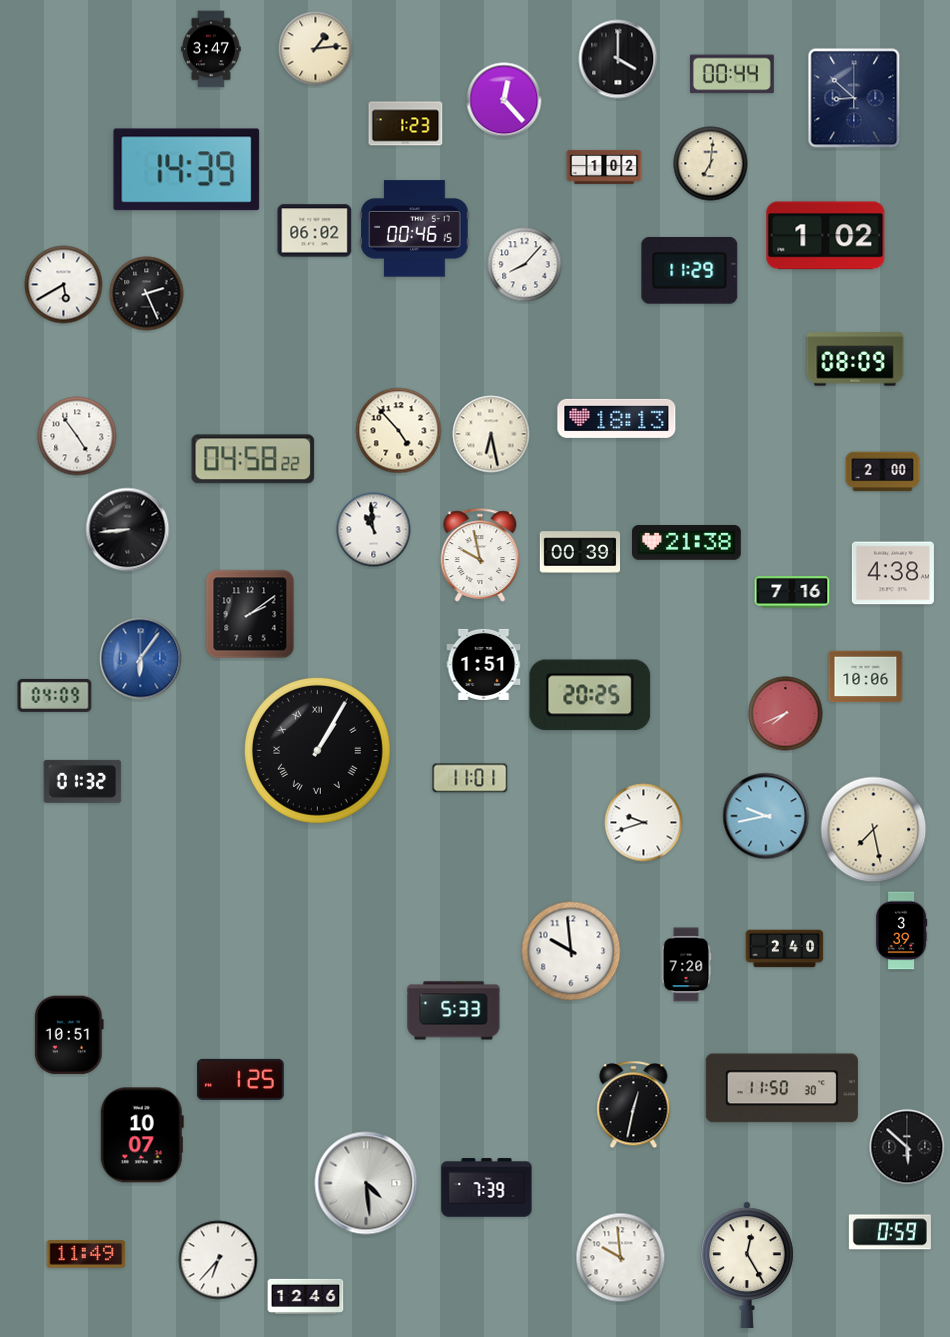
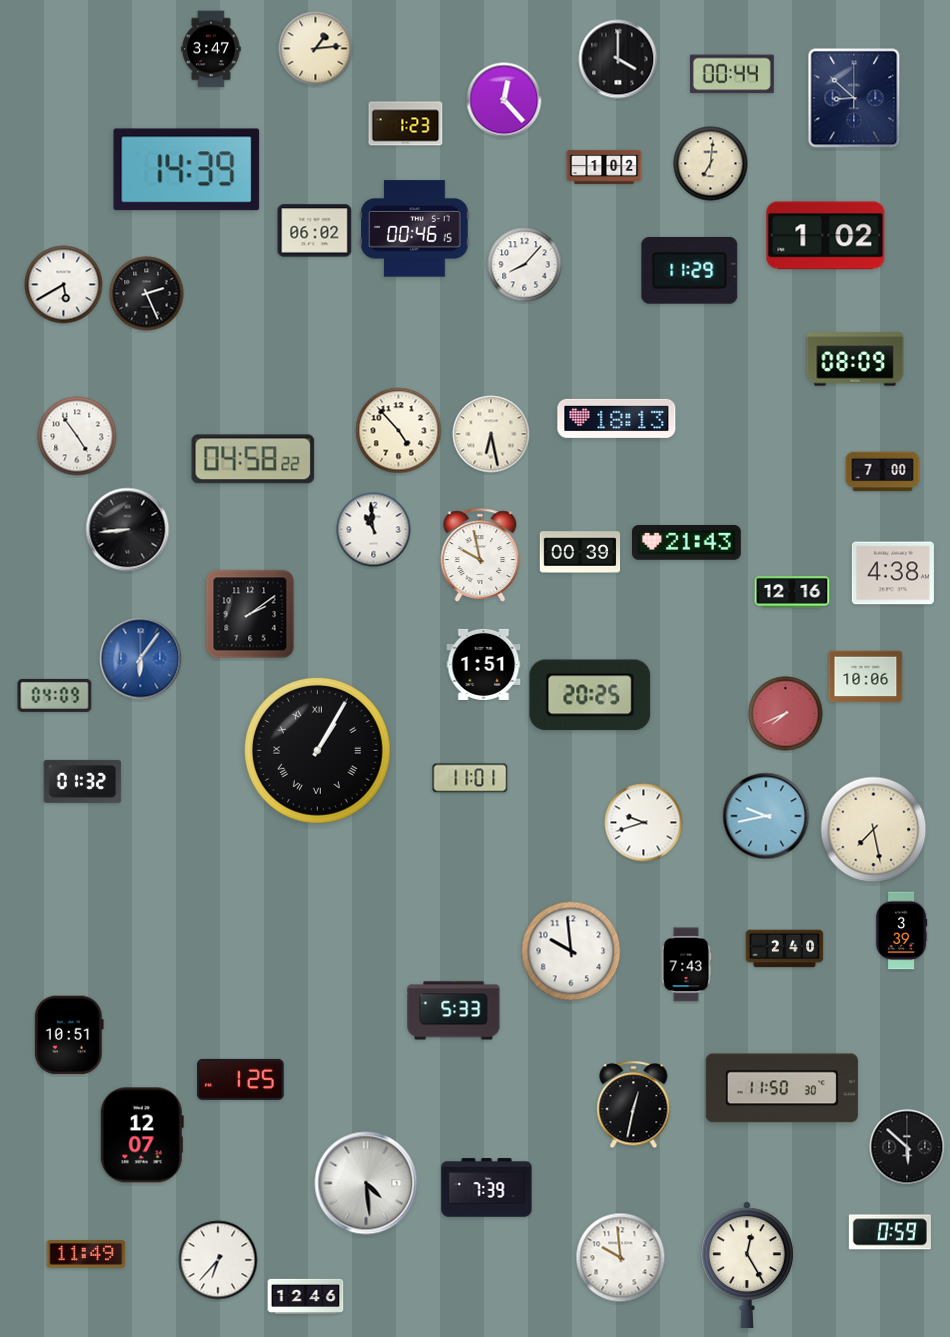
clock at (883, 472): 2:00 -> 7:00
clock at (687, 543): 21:38 -> 21:43
clock at (792, 592): 7:16 -> 12:16
clock at (686, 965): 7:20 -> 7:43
clock at (142, 1135): 10:07 -> 12:07
